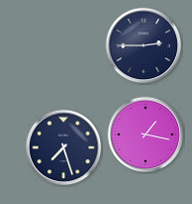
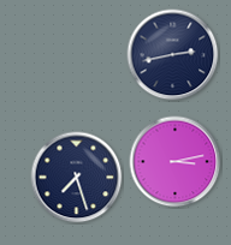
clock at (144, 46): 2:45 -> 2:43
clock at (146, 135): 1:17 -> 3:13
